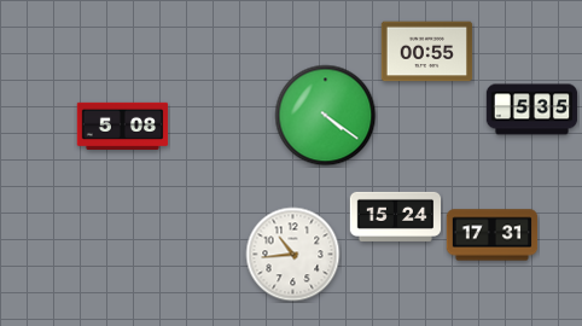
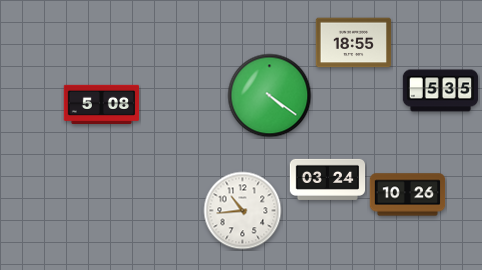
clock at (427, 52): 00:55 -> 18:55
clock at (396, 216): 15:24 -> 03:24
clock at (493, 235): 17:31 -> 10:26
